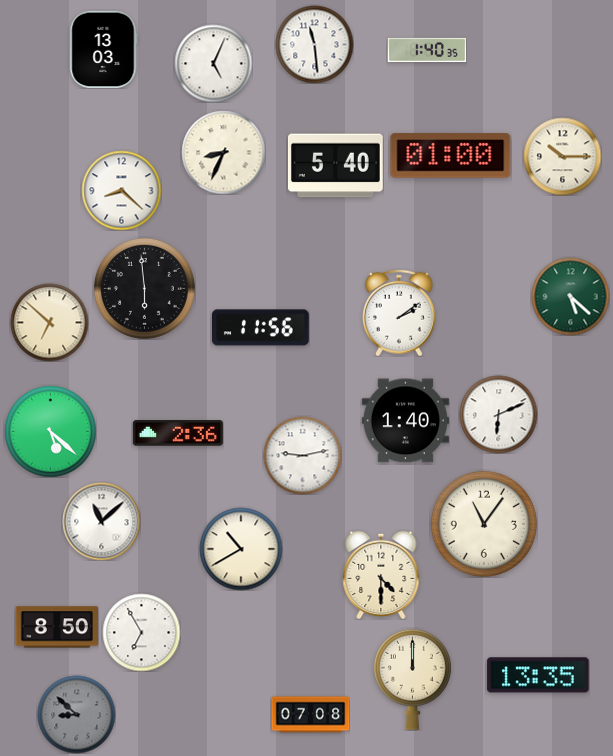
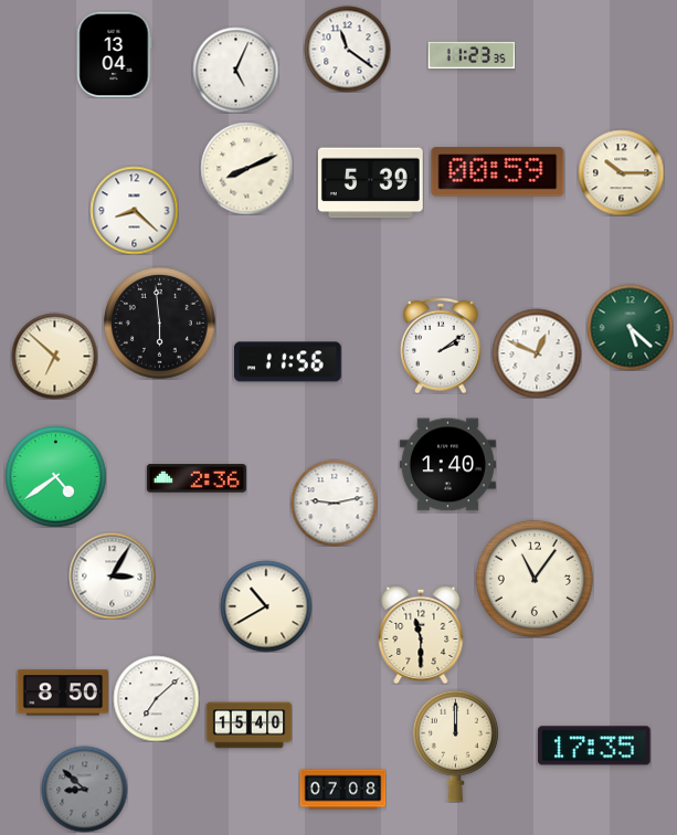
clock at (314, 44): 11:29 -> 11:21
clock at (104, 49): 13:03 -> 13:04
clock at (427, 50): 1:40 -> 11:23
clock at (223, 152): 8:34 -> 8:11
clock at (451, 156): 01:00 -> 00:59
clock at (335, 166): 5:40 -> 5:39
clock at (144, 288) position: (144, 288) -> (159, 323)
clock at (537, 353): none -> 12:49
clock at (498, 414): 6:11 -> none
clock at (50, 431): 5:22 -> 4:39
clock at (101, 521): 11:08 -> 3:05
clock at (381, 574): 4:30 -> 11:30
clock at (141, 632): 6:55 -> 7:08
clock at (248, 726): none -> 15:40
clock at (538, 675): 13:35 -> 17:35
clock at (412, 679) position: (412, 679) -> (455, 746)
